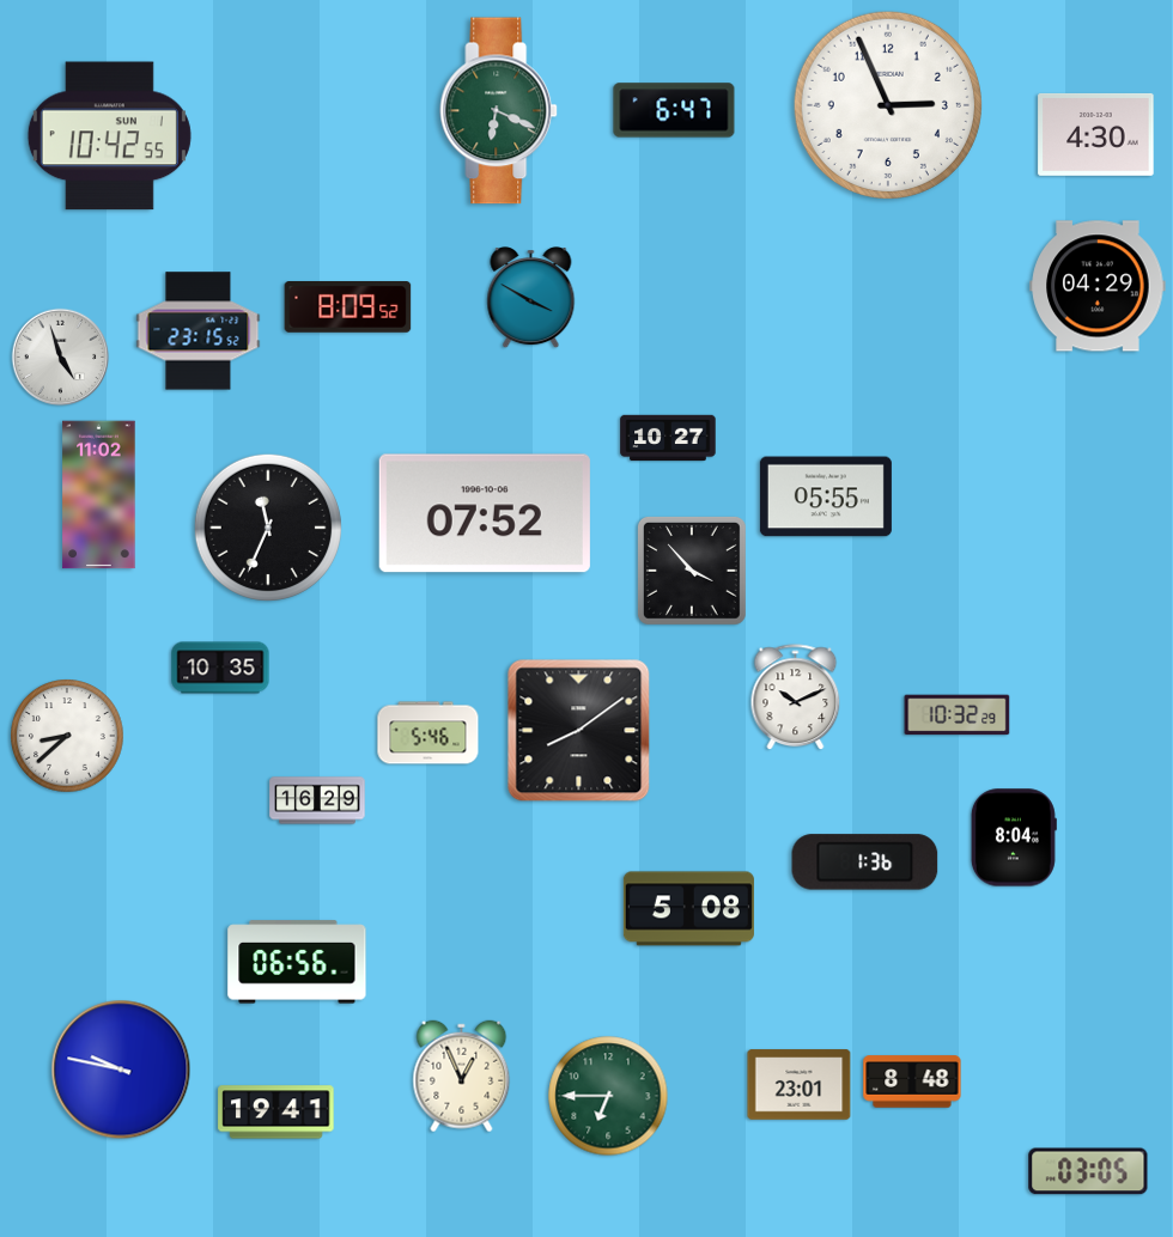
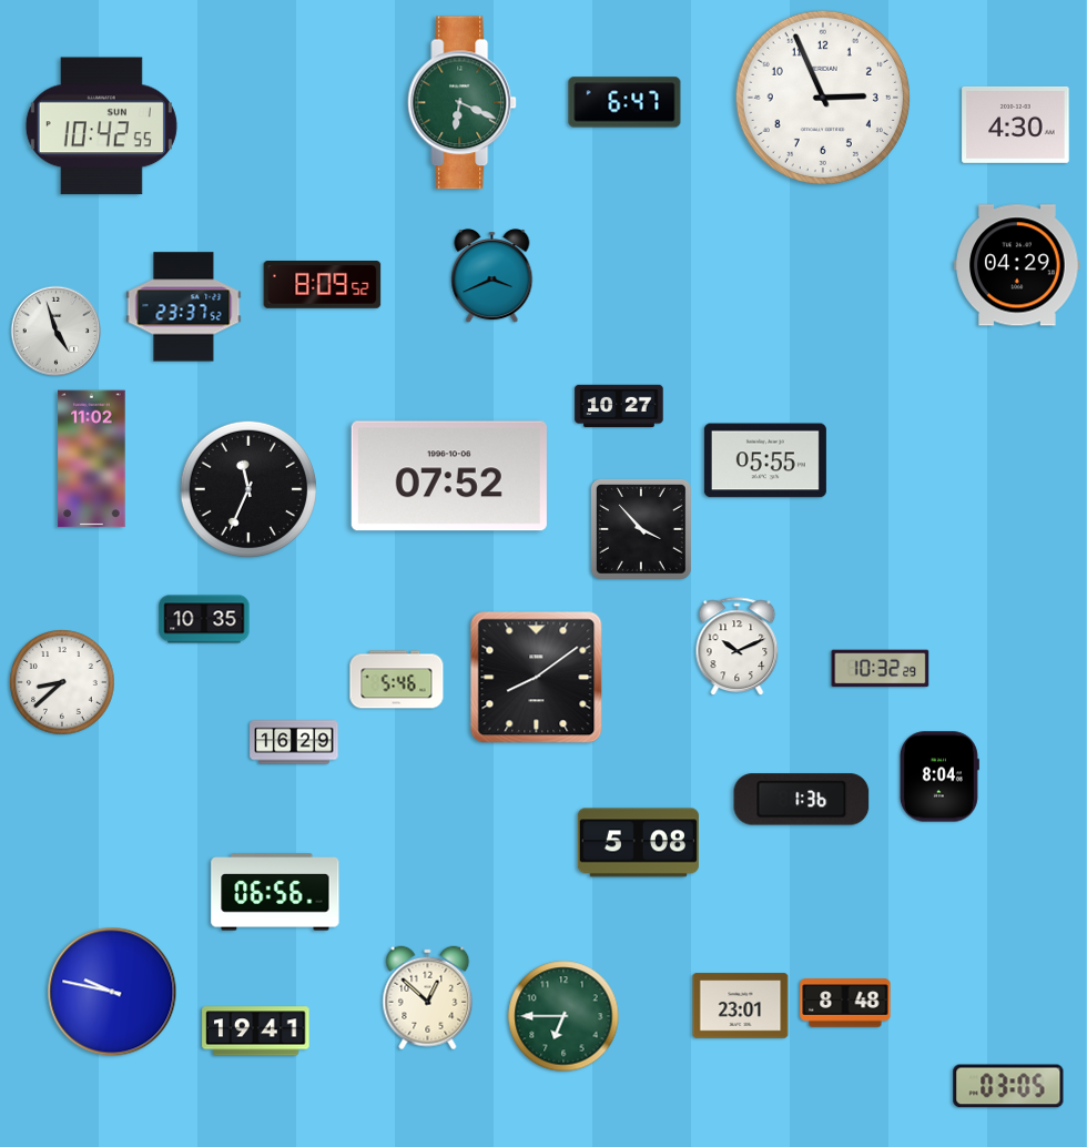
clock at (531, 298): 3:50 -> 3:41
clock at (199, 331): 23:15 -> 23:37
clock at (958, 715) position: (958, 715) -> (881, 669)
clock at (462, 1077): 12:56 -> 12:52
